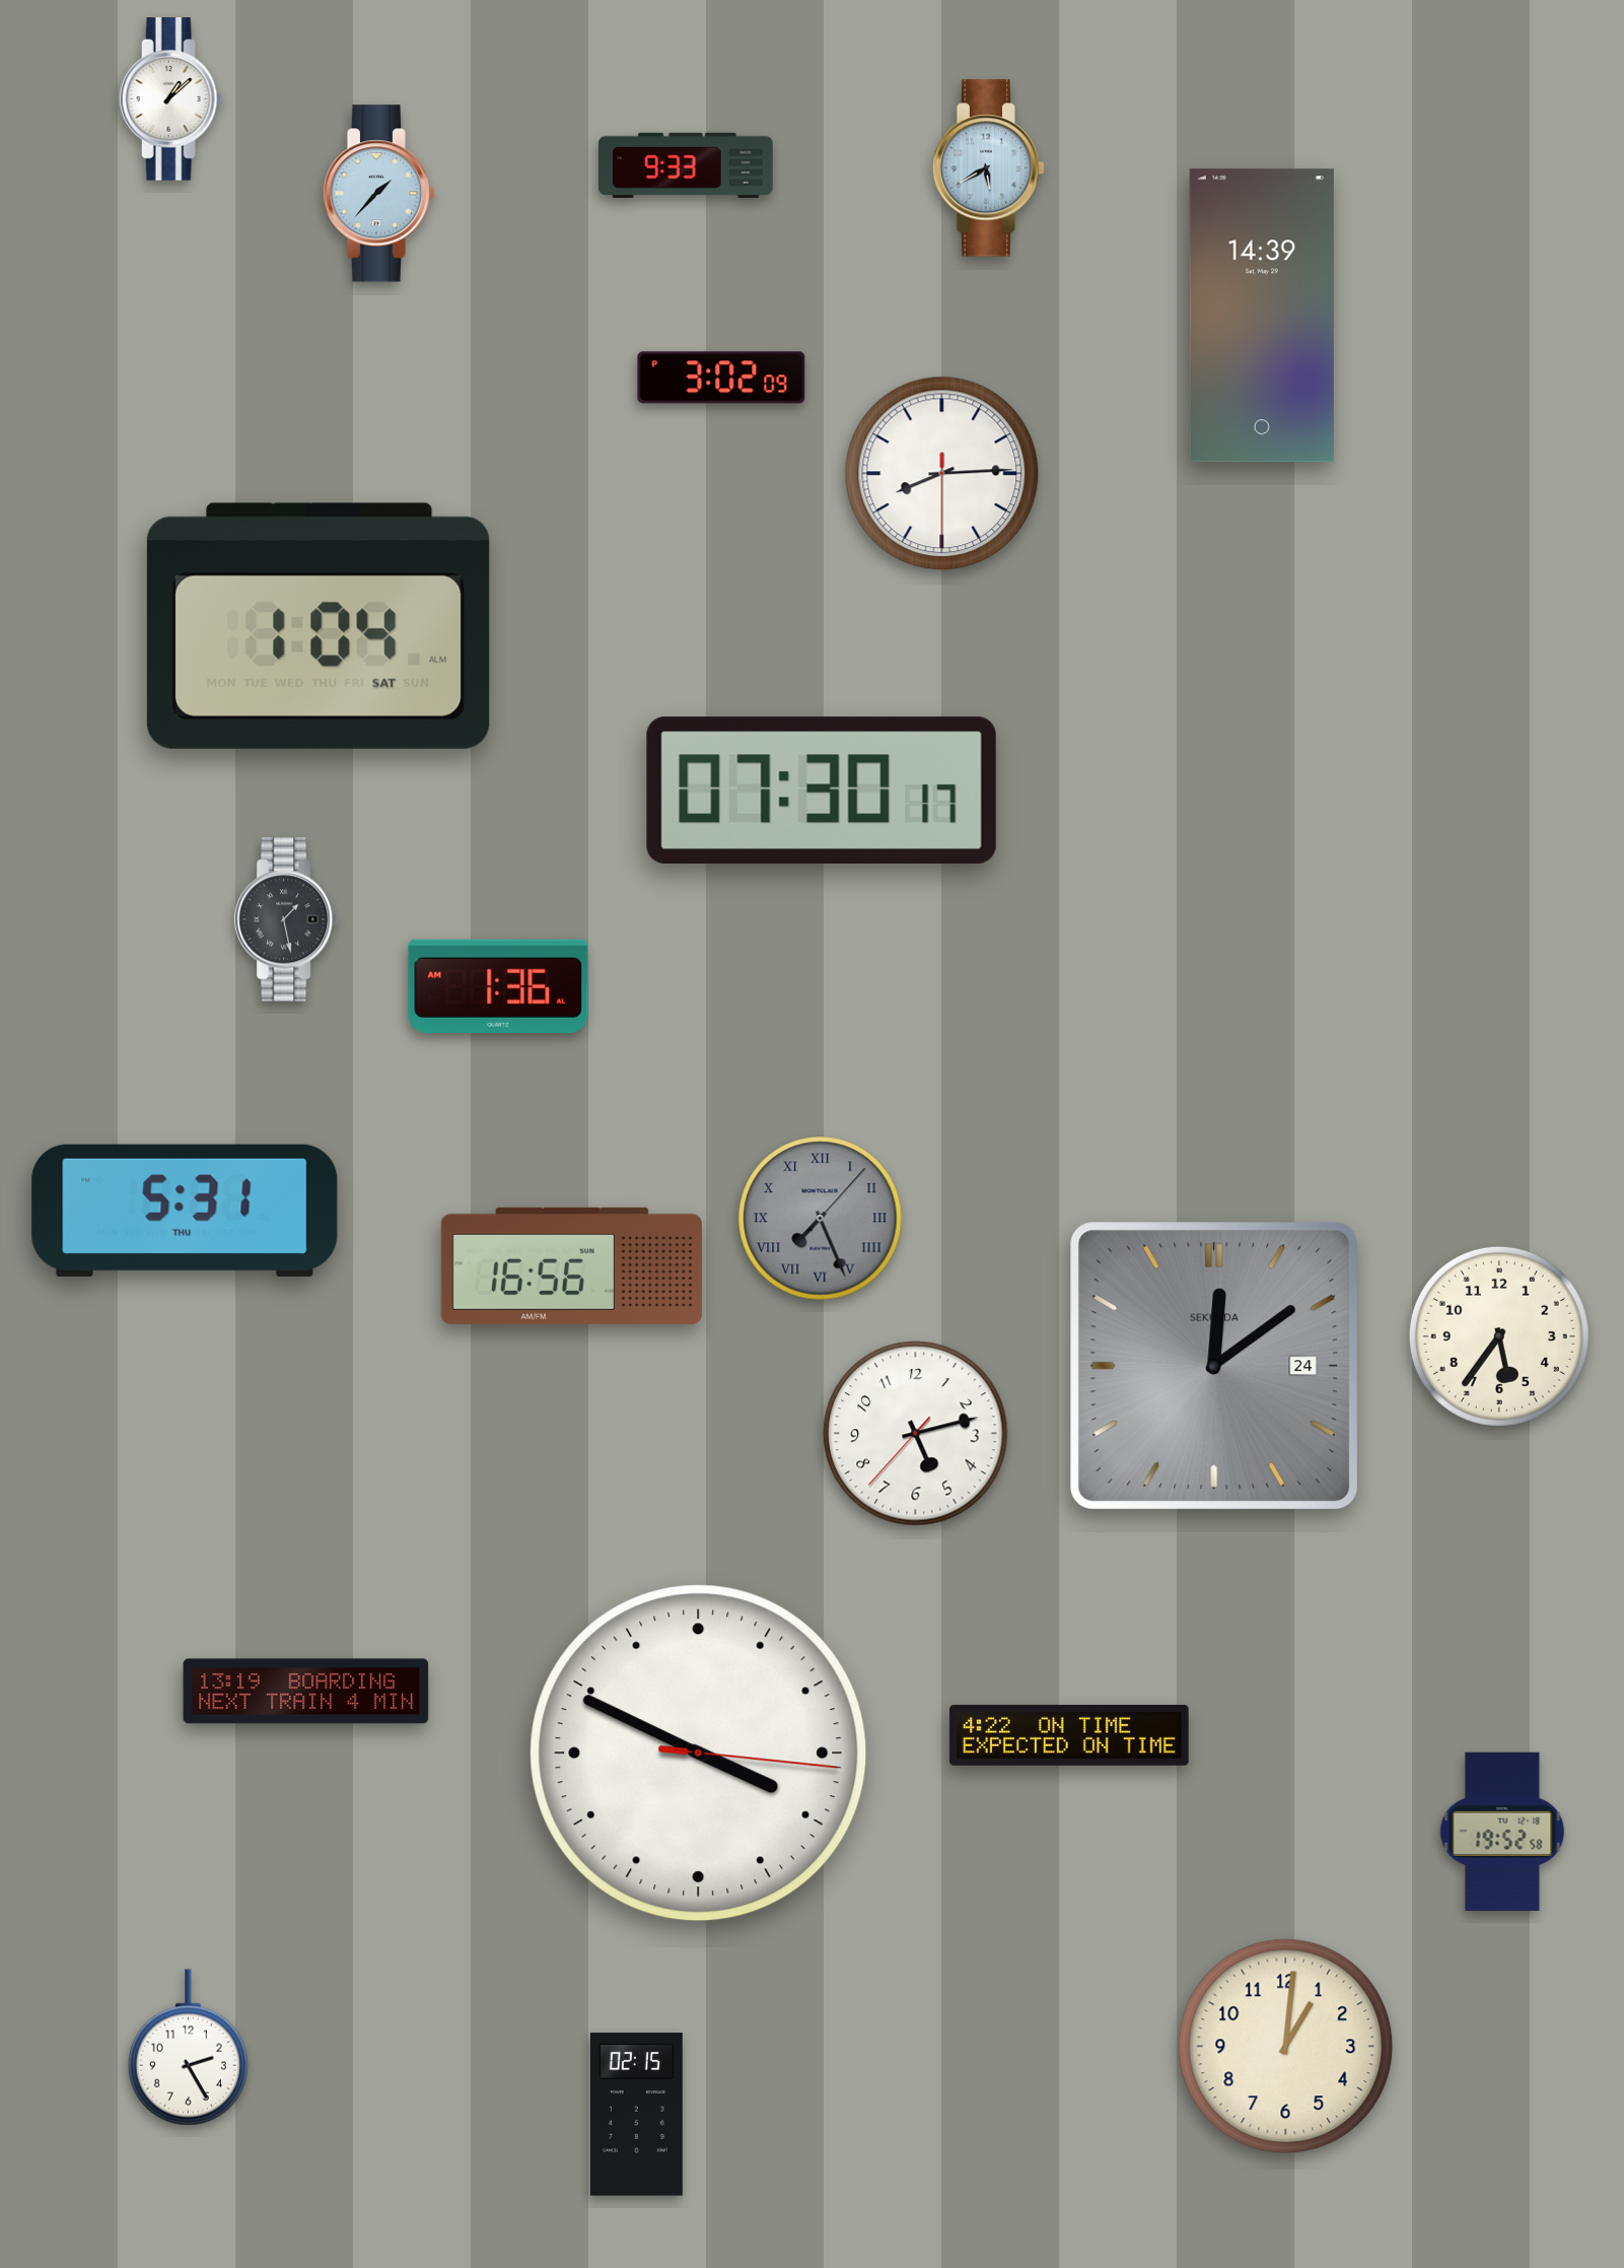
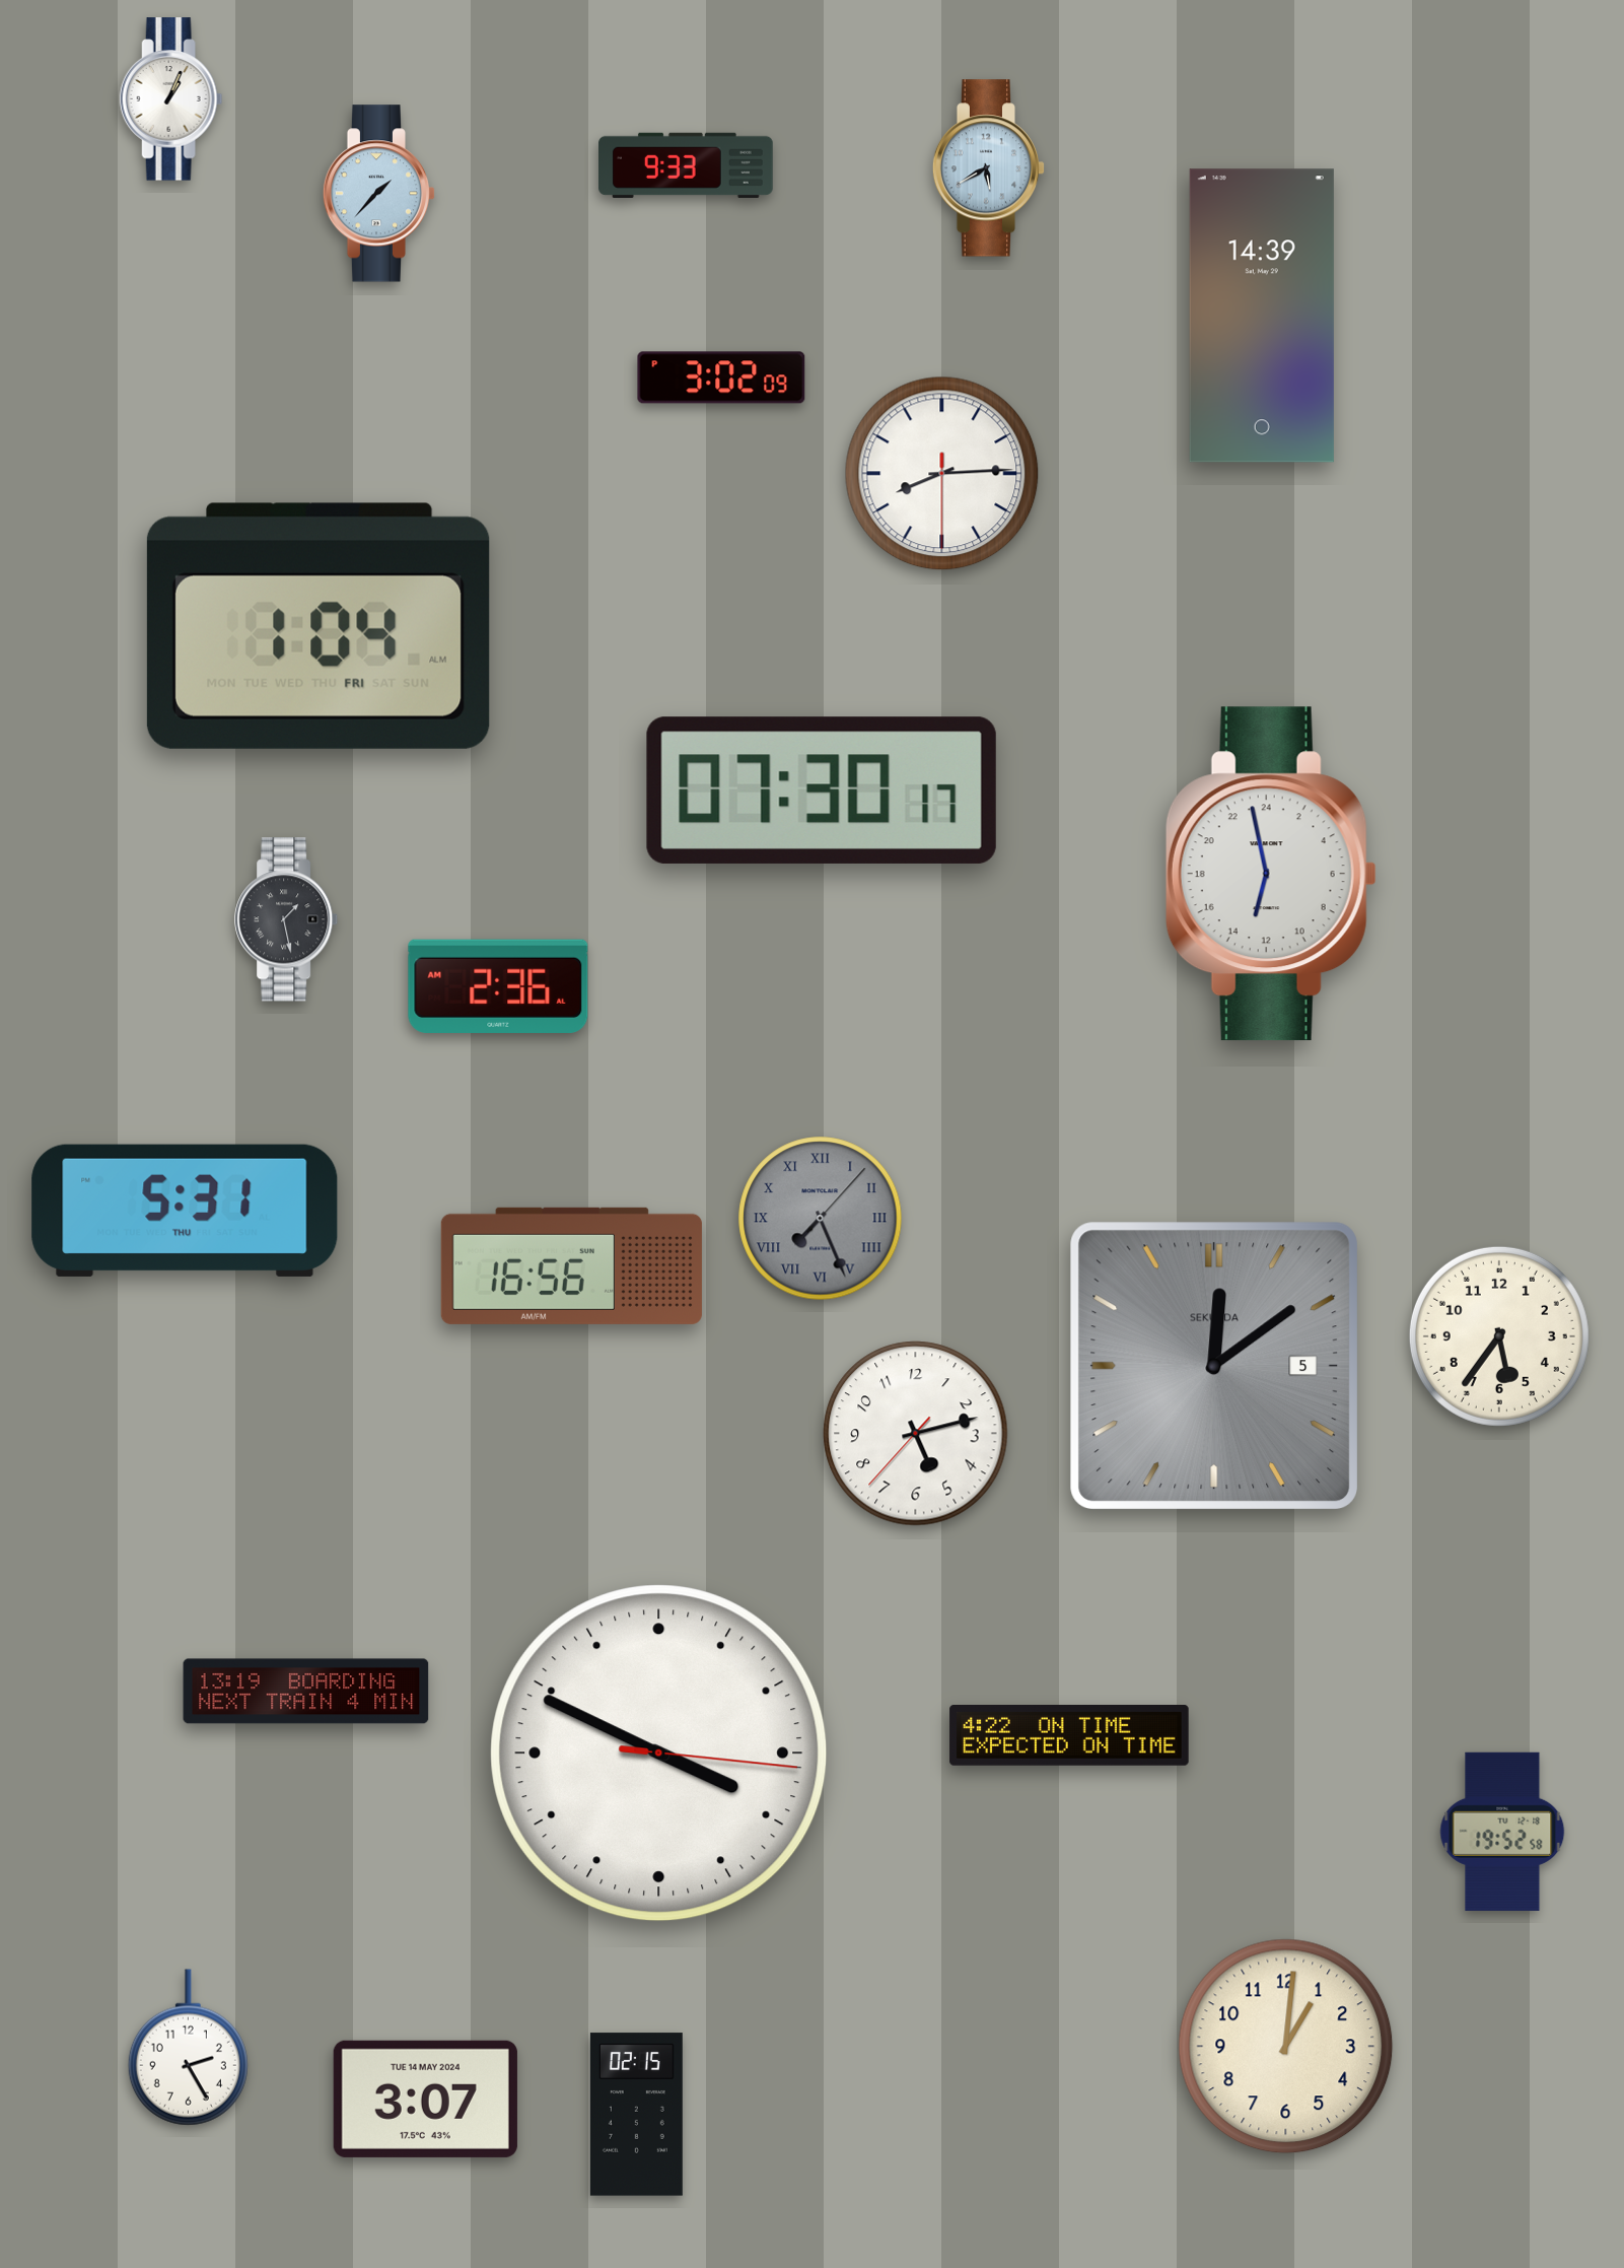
clock at (171, 99): 1:08 -> 1:04
clock at (319, 626) date: SAT -> FRI
clock at (1271, 874): none -> 12:58
clock at (498, 986): 1:36 -> 2:36
clock at (1213, 1365) date: 24 -> 5
clock at (699, 1754) position: (699, 1754) -> (659, 1754)
clock at (425, 2099): none -> 3:07
